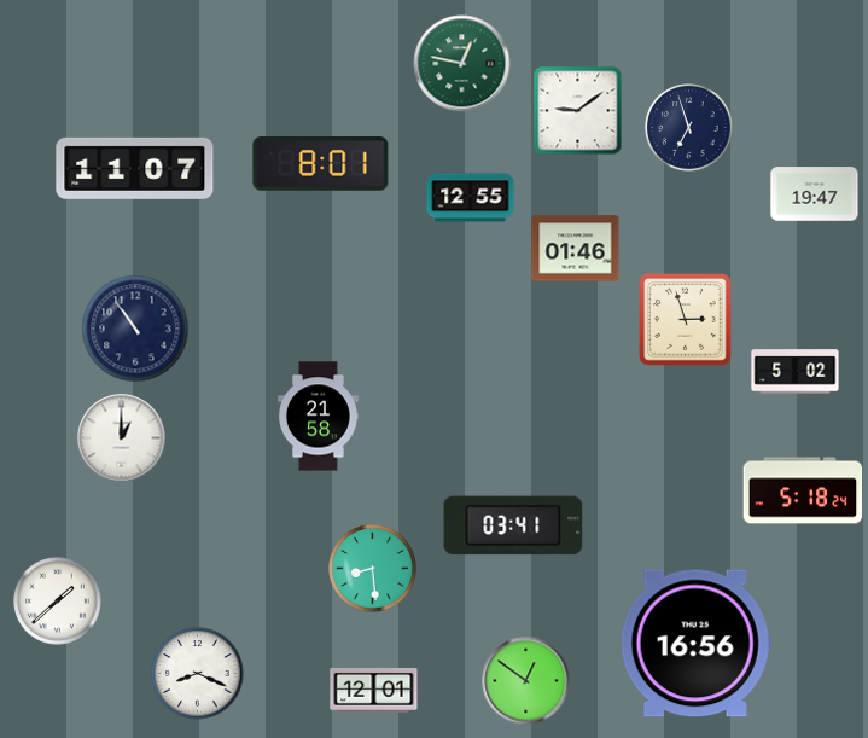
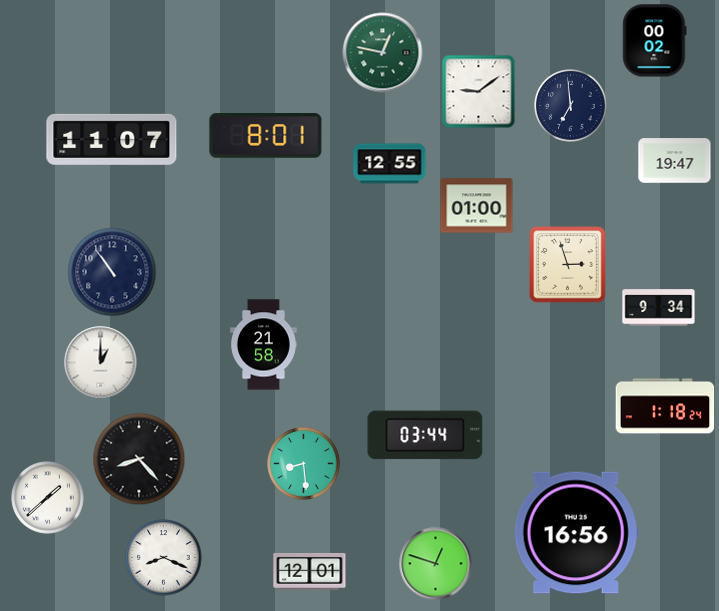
clock at (655, 41): none -> 00:02
clock at (689, 128): 6:57 -> 6:59
clock at (576, 249): 01:46 -> 01:00
clock at (796, 372): 5:02 -> 9:34
clock at (803, 490): 5:18 -> 1:18
clock at (513, 525): 03:41 -> 03:44
clock at (139, 459): none -> 8:23
clock at (373, 569) position: (373, 569) -> (304, 464)
clock at (526, 681): 12:51 -> 12:48
